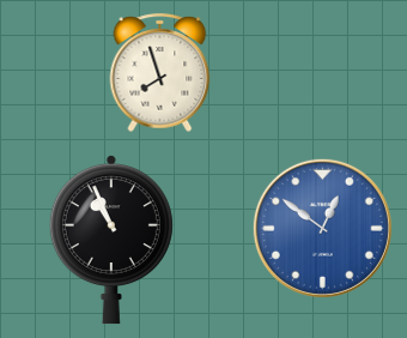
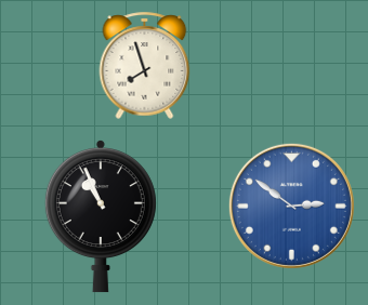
clock at (322, 228): 12:51 -> 2:51
